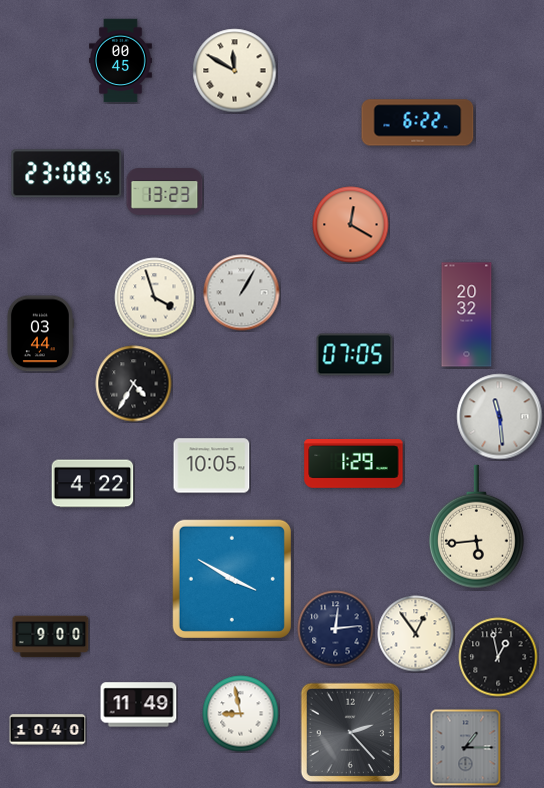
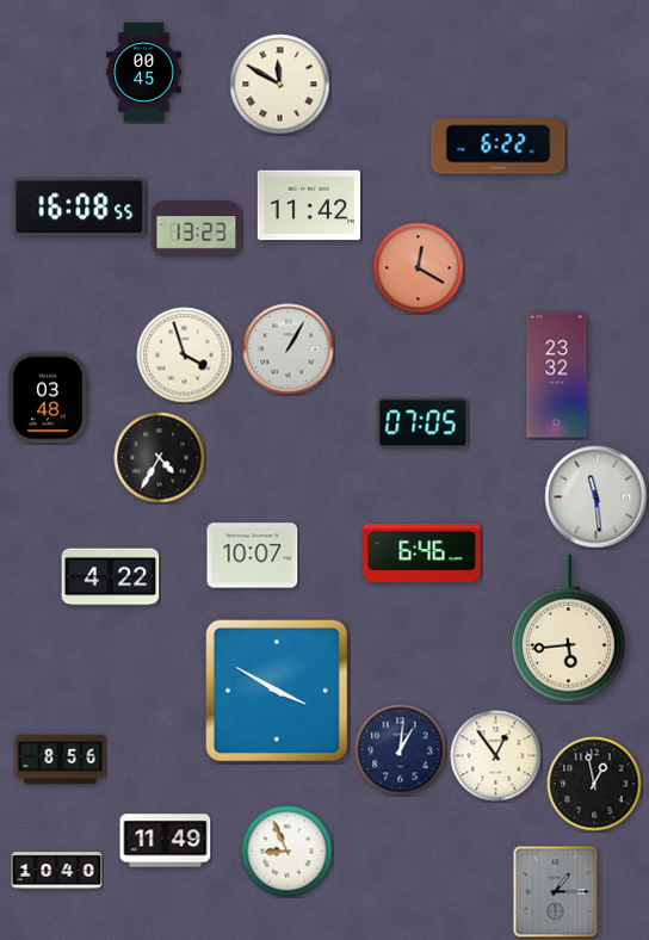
clock at (309, 205): none -> 11:42
clock at (67, 174): 23:08 -> 16:08
clock at (467, 315): 20:32 -> 23:32
clock at (40, 334): 03:44 -> 03:48
clock at (354, 464): 1:29 -> 6:46
clock at (212, 466): 10:05 -> 10:07
clock at (336, 629): 12:14 -> 1:01
clock at (51, 637): 9:00 -> 8:56
clock at (241, 714): 8:58 -> 8:56
clock at (350, 732): 2:23 -> none
